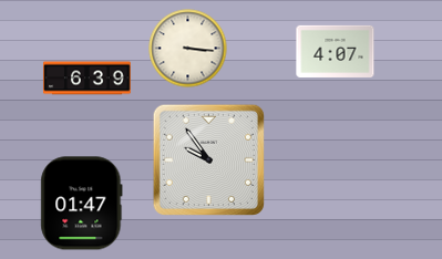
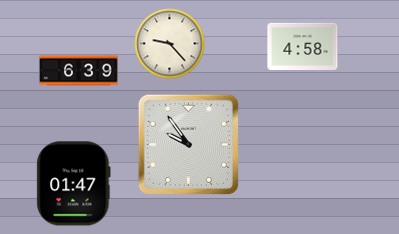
clock at (188, 49): 3:16 -> 9:23
clock at (336, 51): 4:07 -> 4:58
